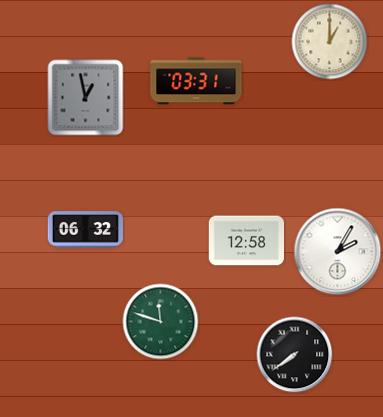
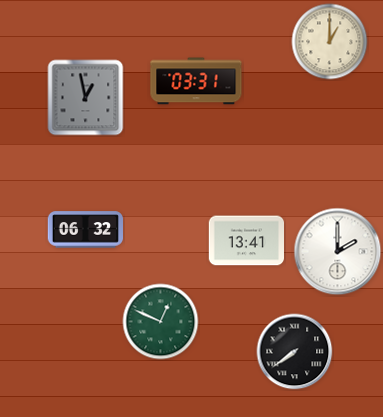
clock at (246, 241): 12:58 -> 13:41
clock at (338, 252): 2:05 -> 2:00
clock at (161, 322): 11:48 -> 12:49
clock at (295, 355) position: (295, 355) -> (295, 352)
